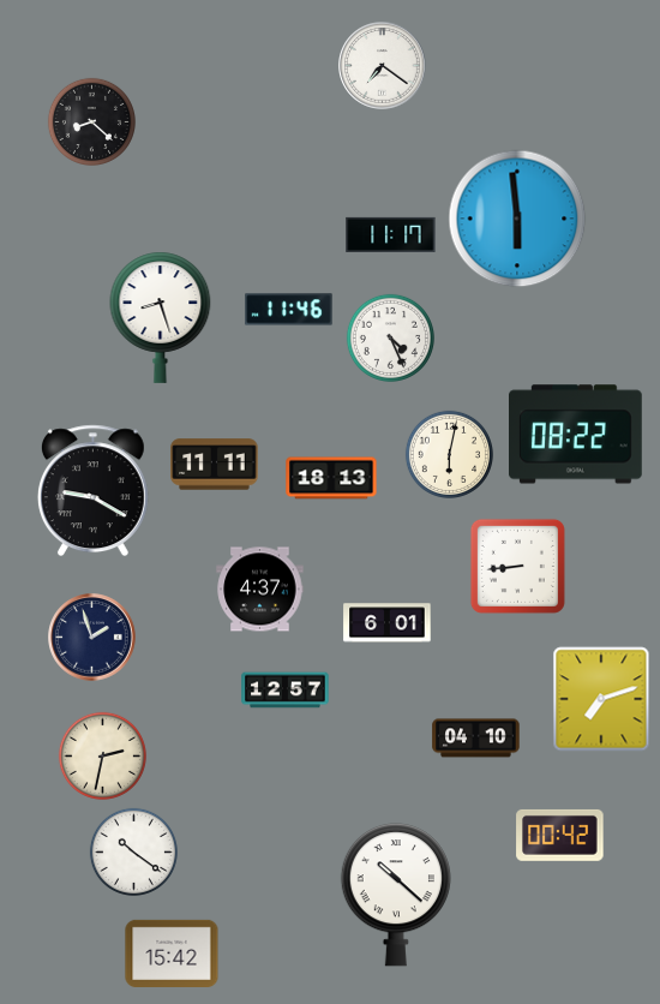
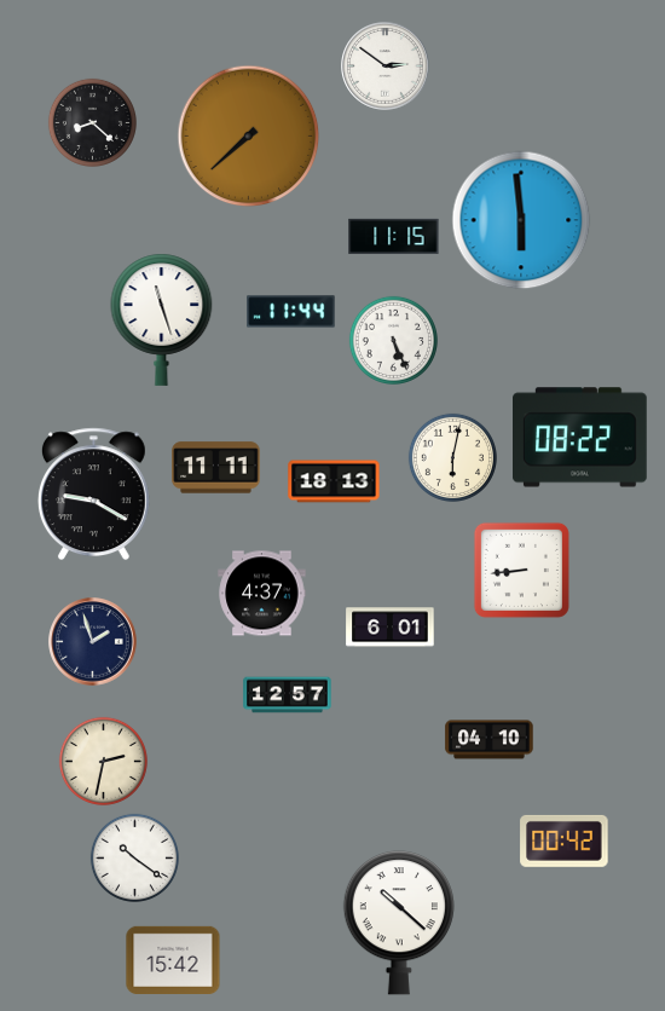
clock at (383, 66): 7:21 -> 2:51
clock at (249, 137): none -> 7:38
clock at (391, 234): 11:17 -> 11:15
clock at (289, 310): 11:46 -> 11:44
clock at (161, 317): 8:27 -> 11:27
clock at (390, 337): 4:26 -> 5:26
clock at (601, 699): 7:12 -> none
clock at (476, 739) position: (476, 739) -> (490, 740)
clock at (395, 895) position: (395, 895) -> (398, 923)
